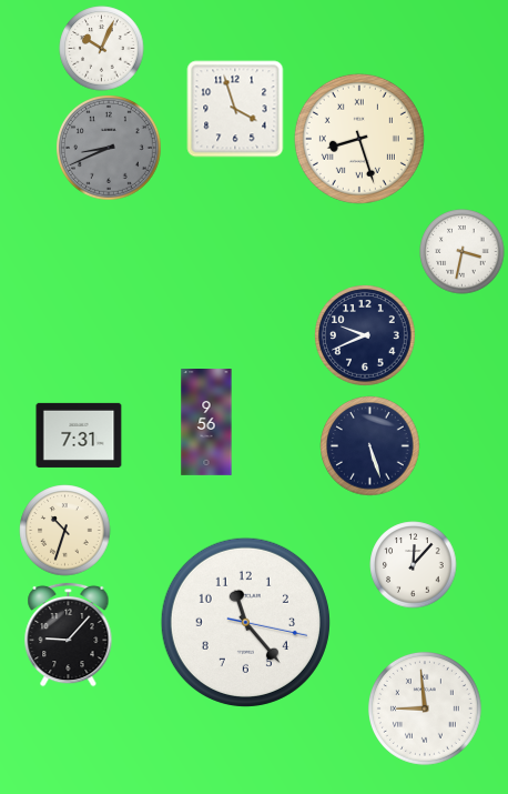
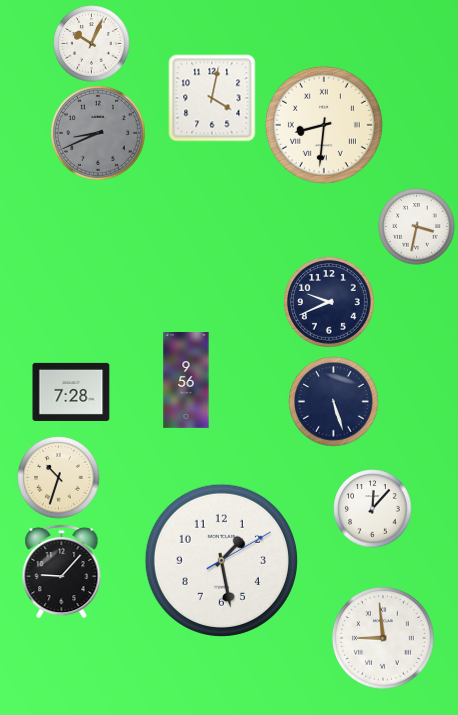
clock at (235, 109): 3:57 -> 4:02
clock at (359, 139): 8:27 -> 8:31
clock at (79, 435): 7:31 -> 7:28
clock at (245, 622): 11:23 -> 1:28
